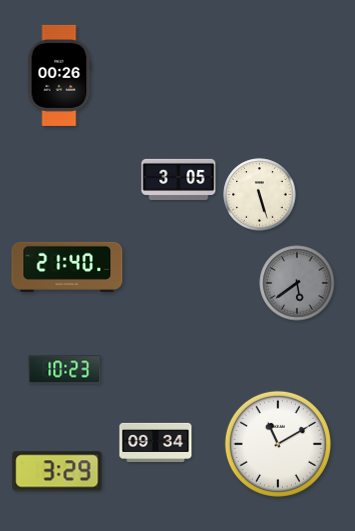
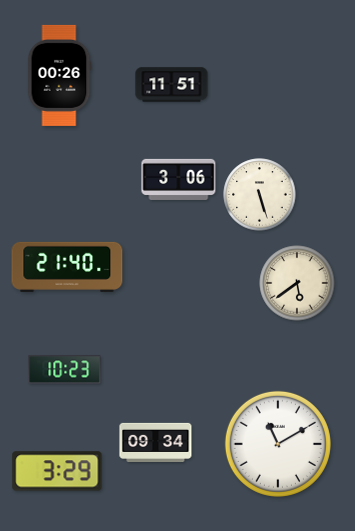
clock at (172, 85): none -> 11:51
clock at (179, 179): 3:05 -> 3:06
clock at (297, 283) dial: grey -> cream
